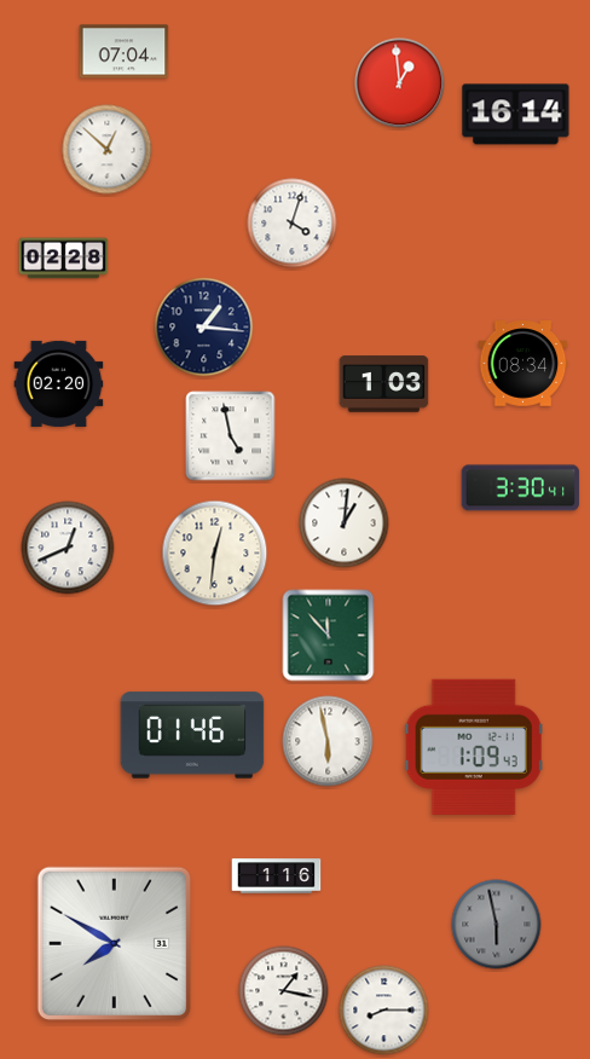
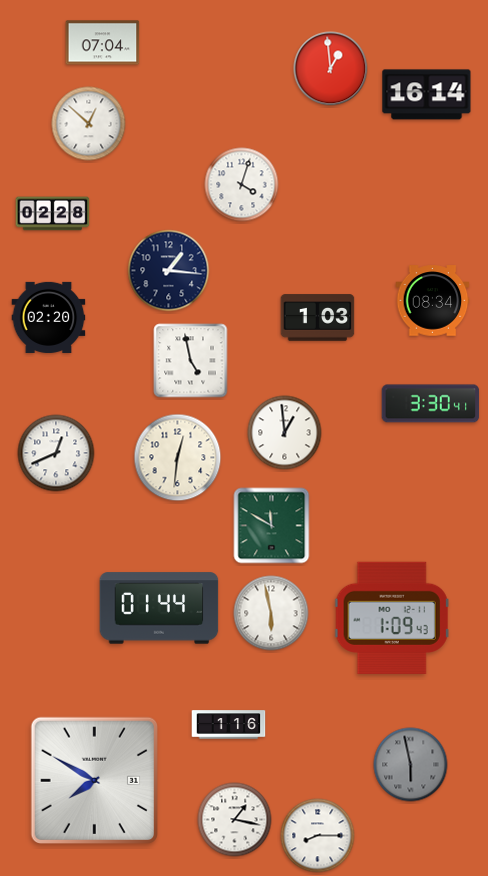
clock at (345, 523): 1:01 -> 12:59
clock at (329, 636): 11:53 -> 11:50
clock at (192, 735): 01:46 -> 01:44
